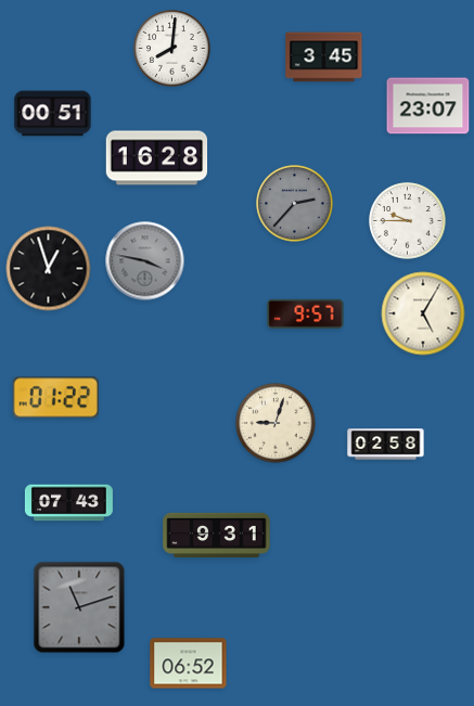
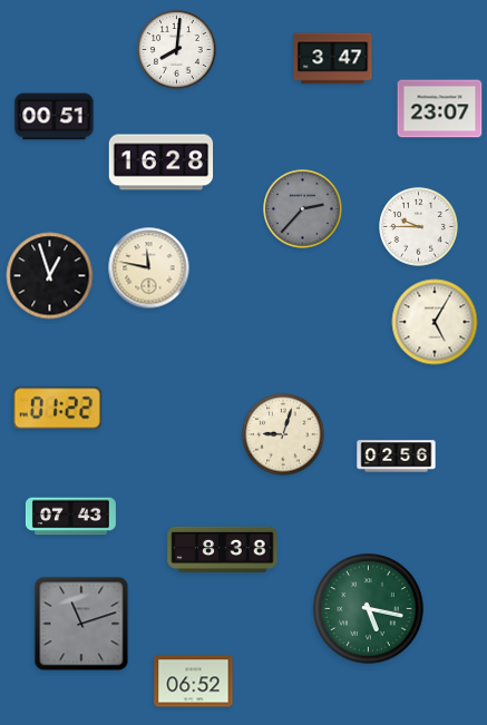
clock at (324, 57): 3:45 -> 3:47
clock at (145, 261): 3:47 -> 11:47
clock at (145, 261) dial: grey -> cream
clock at (306, 313): 9:57 -> none
clock at (386, 445): 02:58 -> 02:56
clock at (217, 535): 9:31 -> 8:38
clock at (369, 609): none -> 5:17
